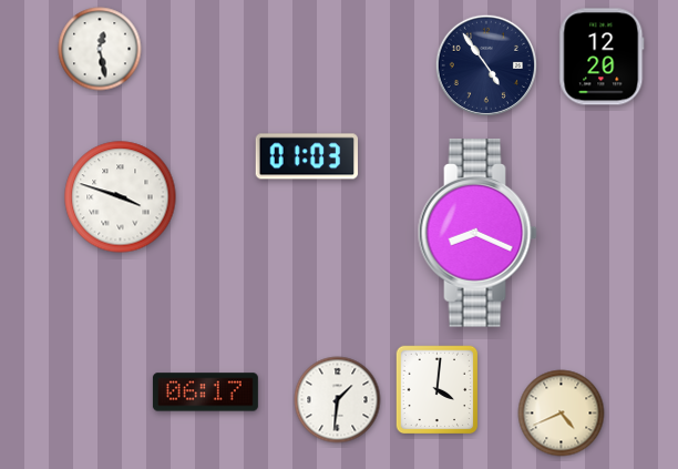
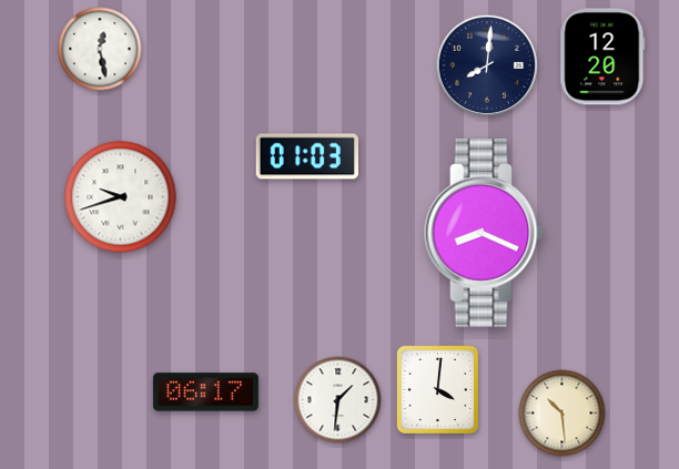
clock at (485, 64): 4:54 -> 8:01
clock at (121, 197): 3:48 -> 9:42
clock at (477, 233) position: (477, 233) -> (484, 233)
clock at (562, 414): 4:41 -> 10:29
